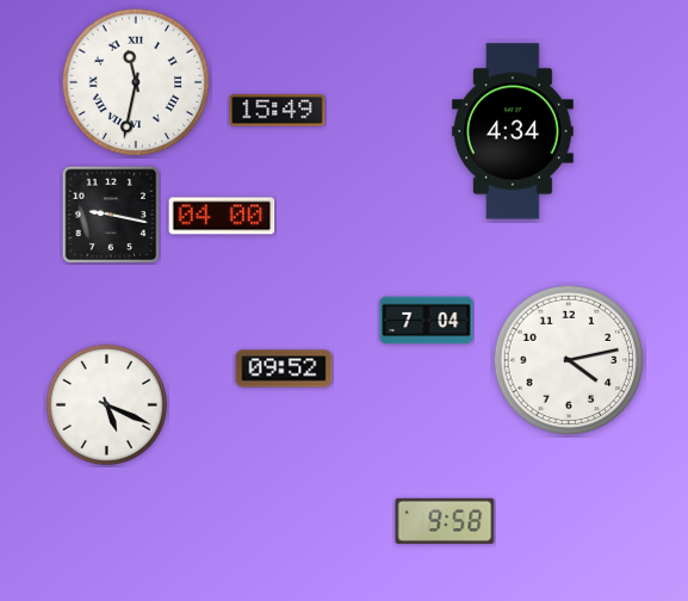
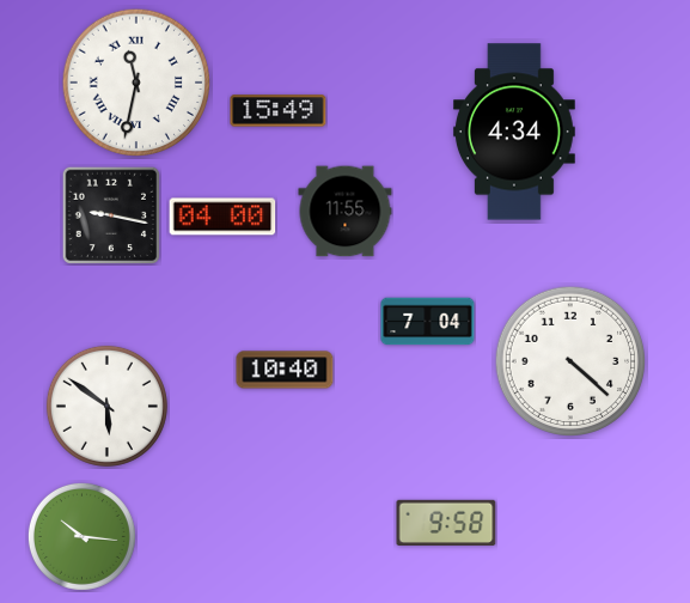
clock at (346, 212): none -> 11:55
clock at (569, 360): 4:13 -> 4:22
clock at (284, 368): 09:52 -> 10:40
clock at (106, 404): 5:19 -> 5:51
clock at (81, 536): none -> 10:16
